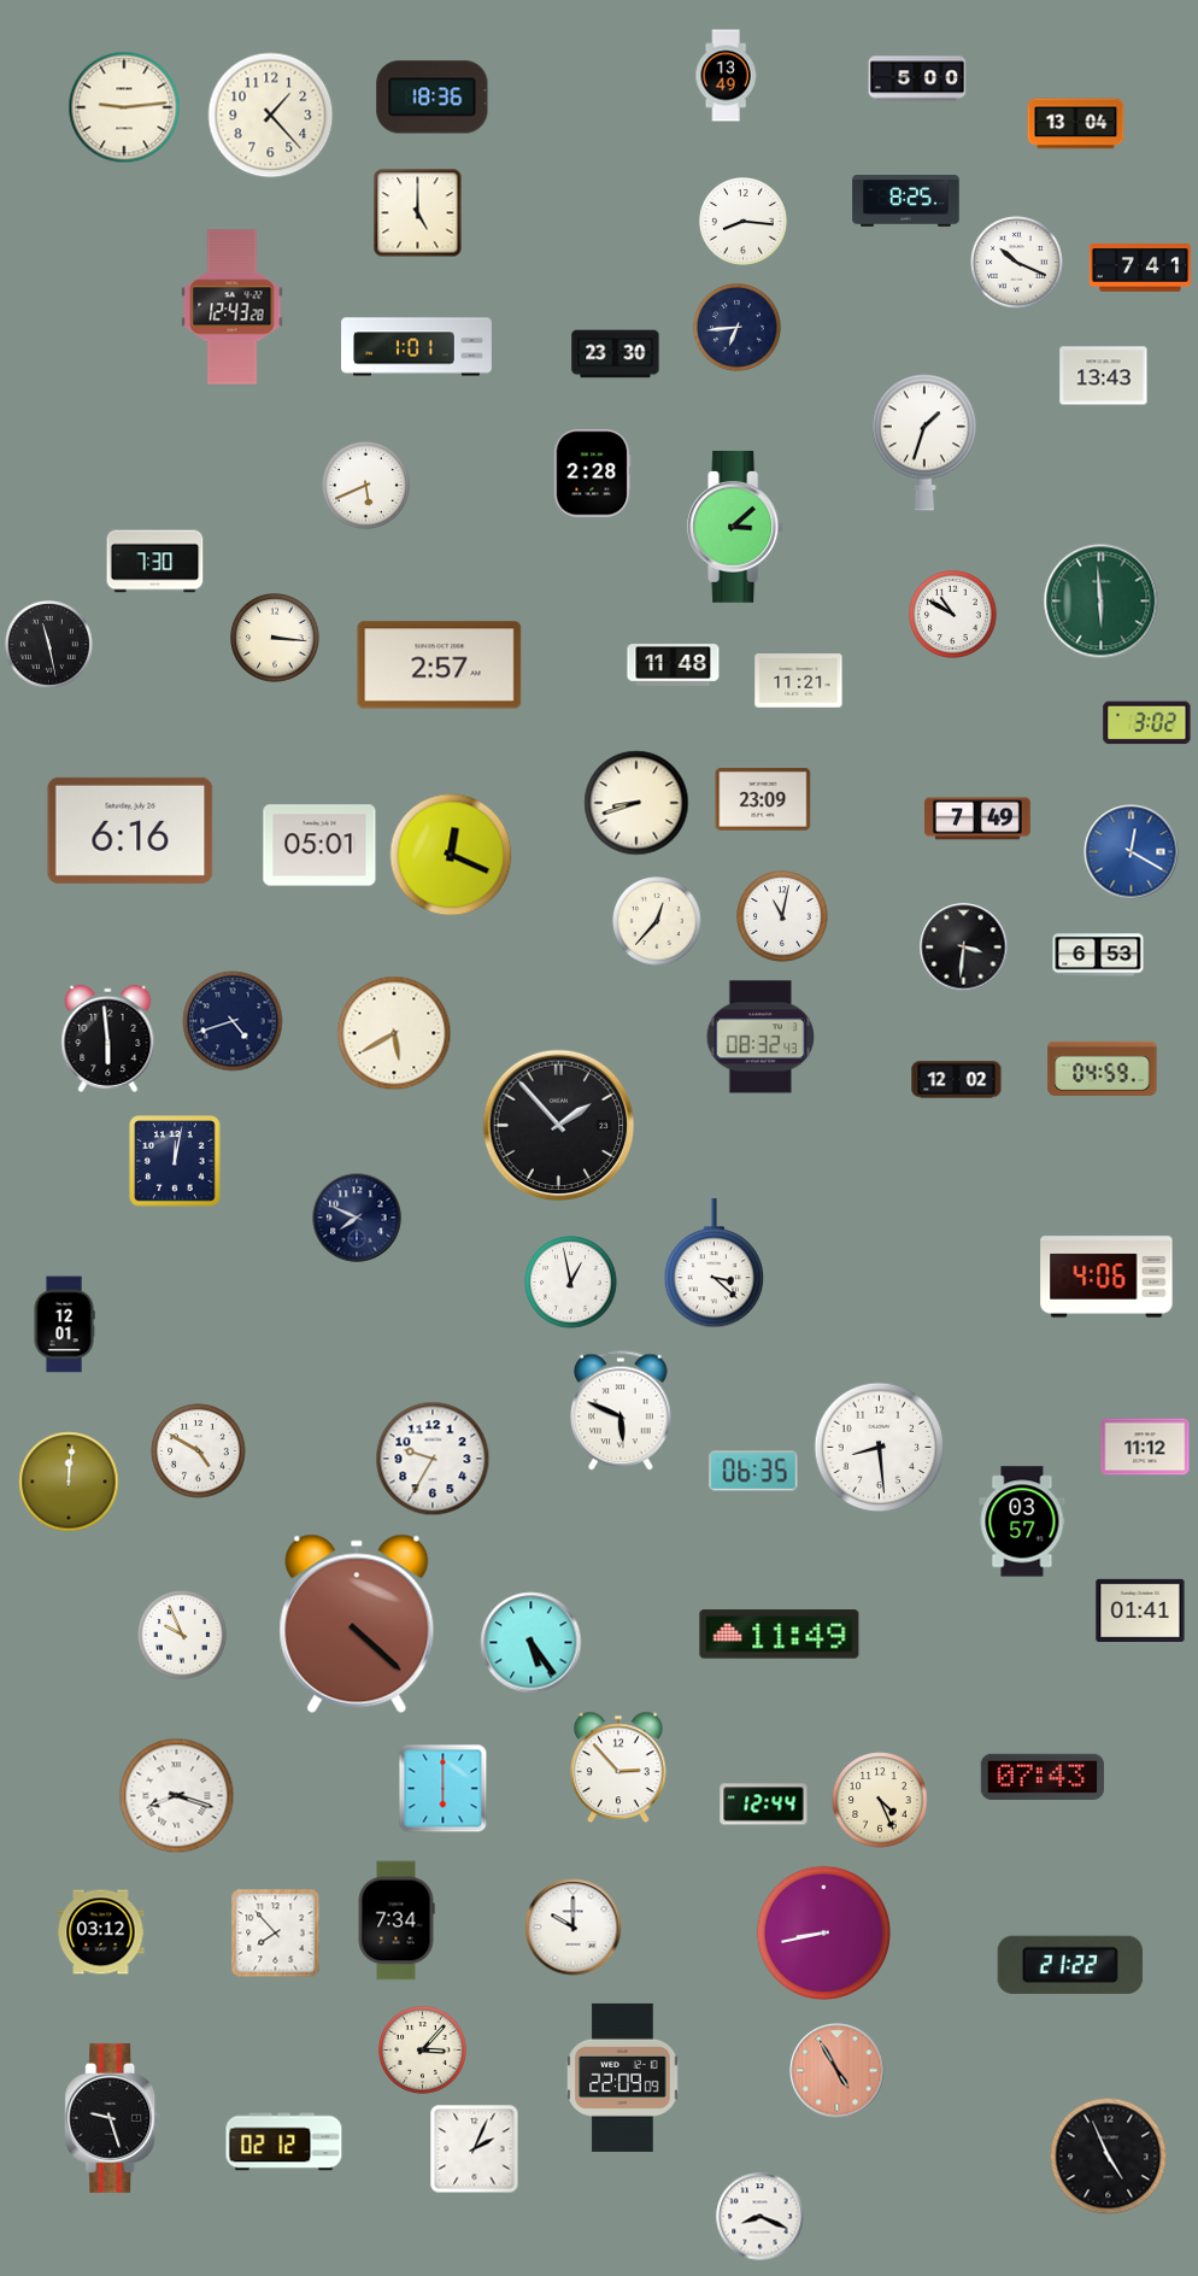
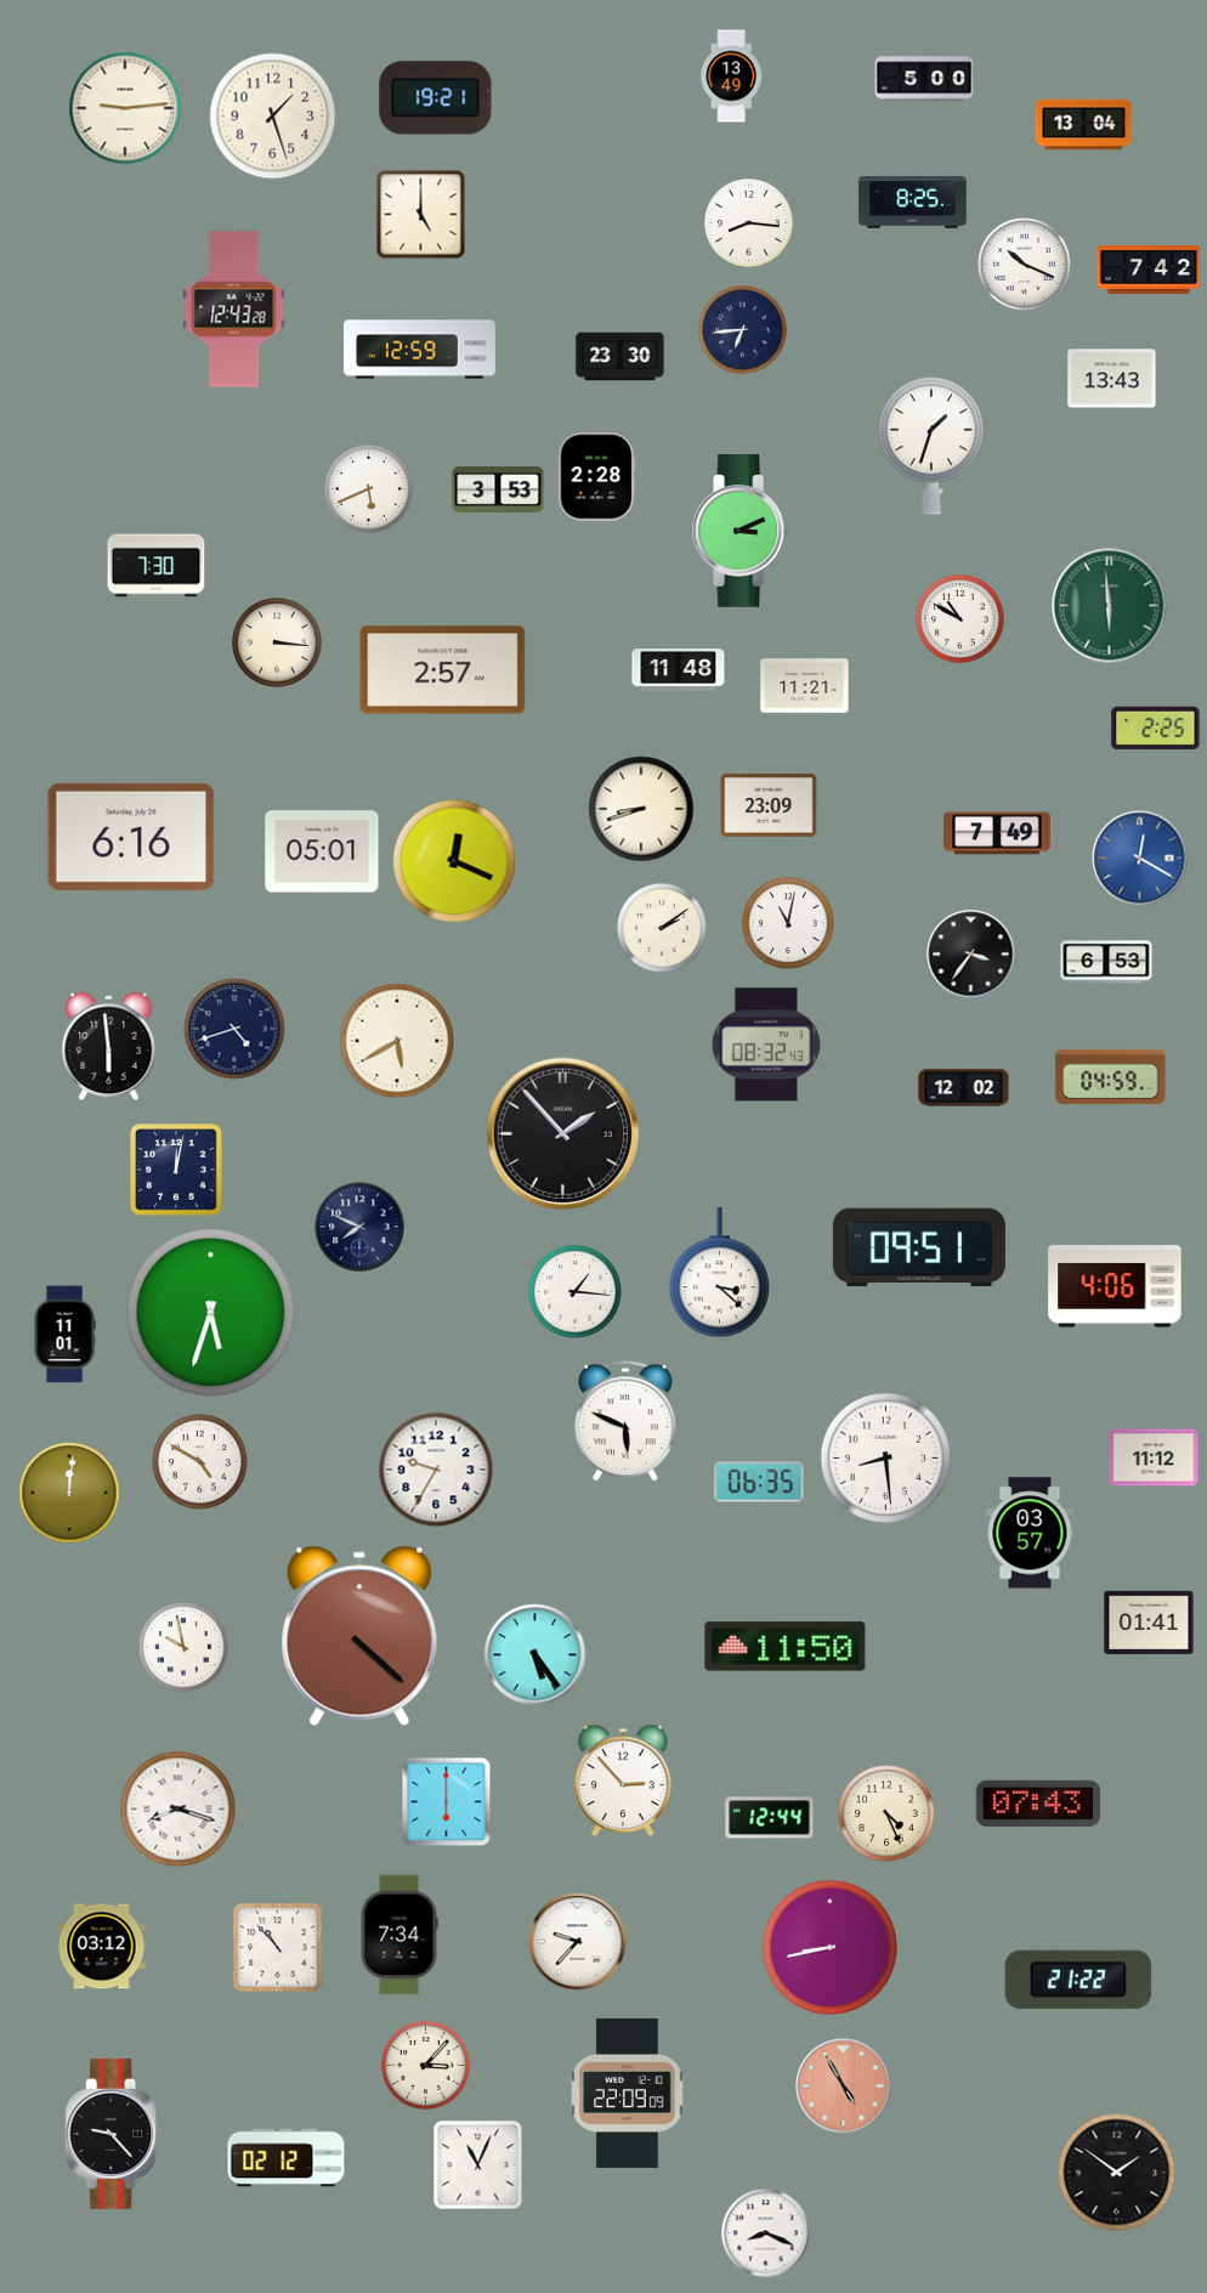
clock at (433, 98): 18:36 -> 19:21
clock at (271, 116): 1:23 -> 1:27
clock at (1140, 268): 7:41 -> 7:42
clock at (417, 347): 1:01 -> 12:59
clock at (498, 489): none -> 3:53
clock at (736, 528): 3:08 -> 3:11
clock at (49, 645): 11:28 -> none
clock at (1147, 723): 3:02 -> 2:25
clock at (977, 819) position: (977, 819) -> (997, 833)
clock at (658, 922): 12:37 -> 2:09
clock at (964, 948): 3:31 -> 3:36
clock at (919, 1247): none -> 09:51
clock at (571, 1283): 12:58 -> 1:16
clock at (211, 1313): none -> 5:33
clock at (64, 1325): 12:01 -> 11:01
clock at (780, 1635): 11:49 -> 11:50
clock at (183, 1636): 9:56 -> 9:58
clock at (1041, 1777) position: (1041, 1777) -> (1037, 1804)
clock at (574, 1928): 10:00 -> 9:37
clock at (276, 1934): 7:53 -> 10:53
clock at (112, 2118): 9:27 -> 9:23
clock at (475, 2149): 2:04 -> 11:04
clock at (1109, 2157): 4:56 -> 1:51
